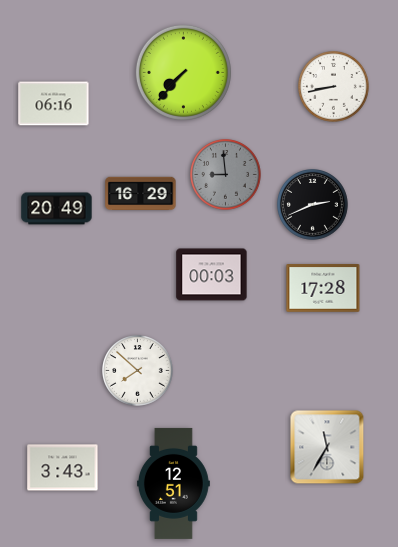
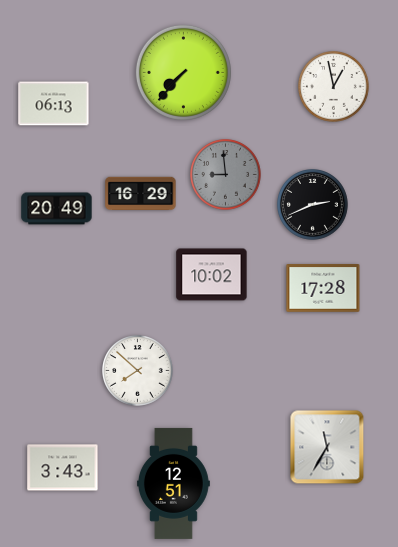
clock at (334, 87): 8:43 -> 12:58
clock at (54, 104): 06:16 -> 06:13
clock at (212, 275): 00:03 -> 10:02
